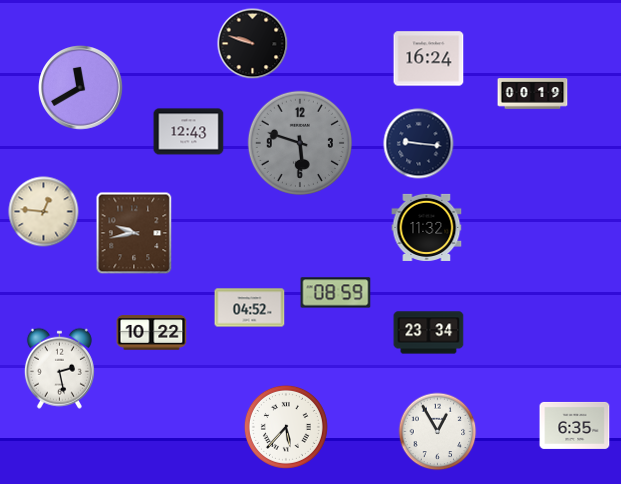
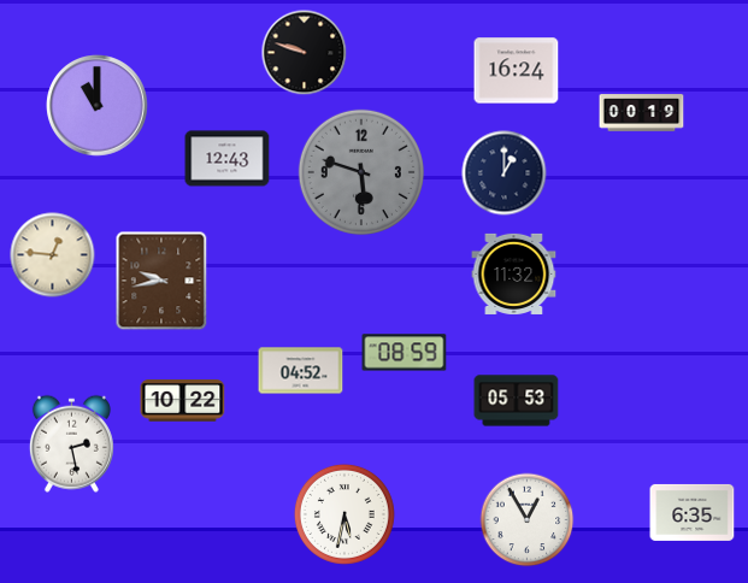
clock at (81, 88): 11:40 -> 11:00
clock at (419, 144): 9:16 -> 1:00
clock at (429, 333): 23:34 -> 05:53
clock at (286, 427): 5:37 -> 5:32
